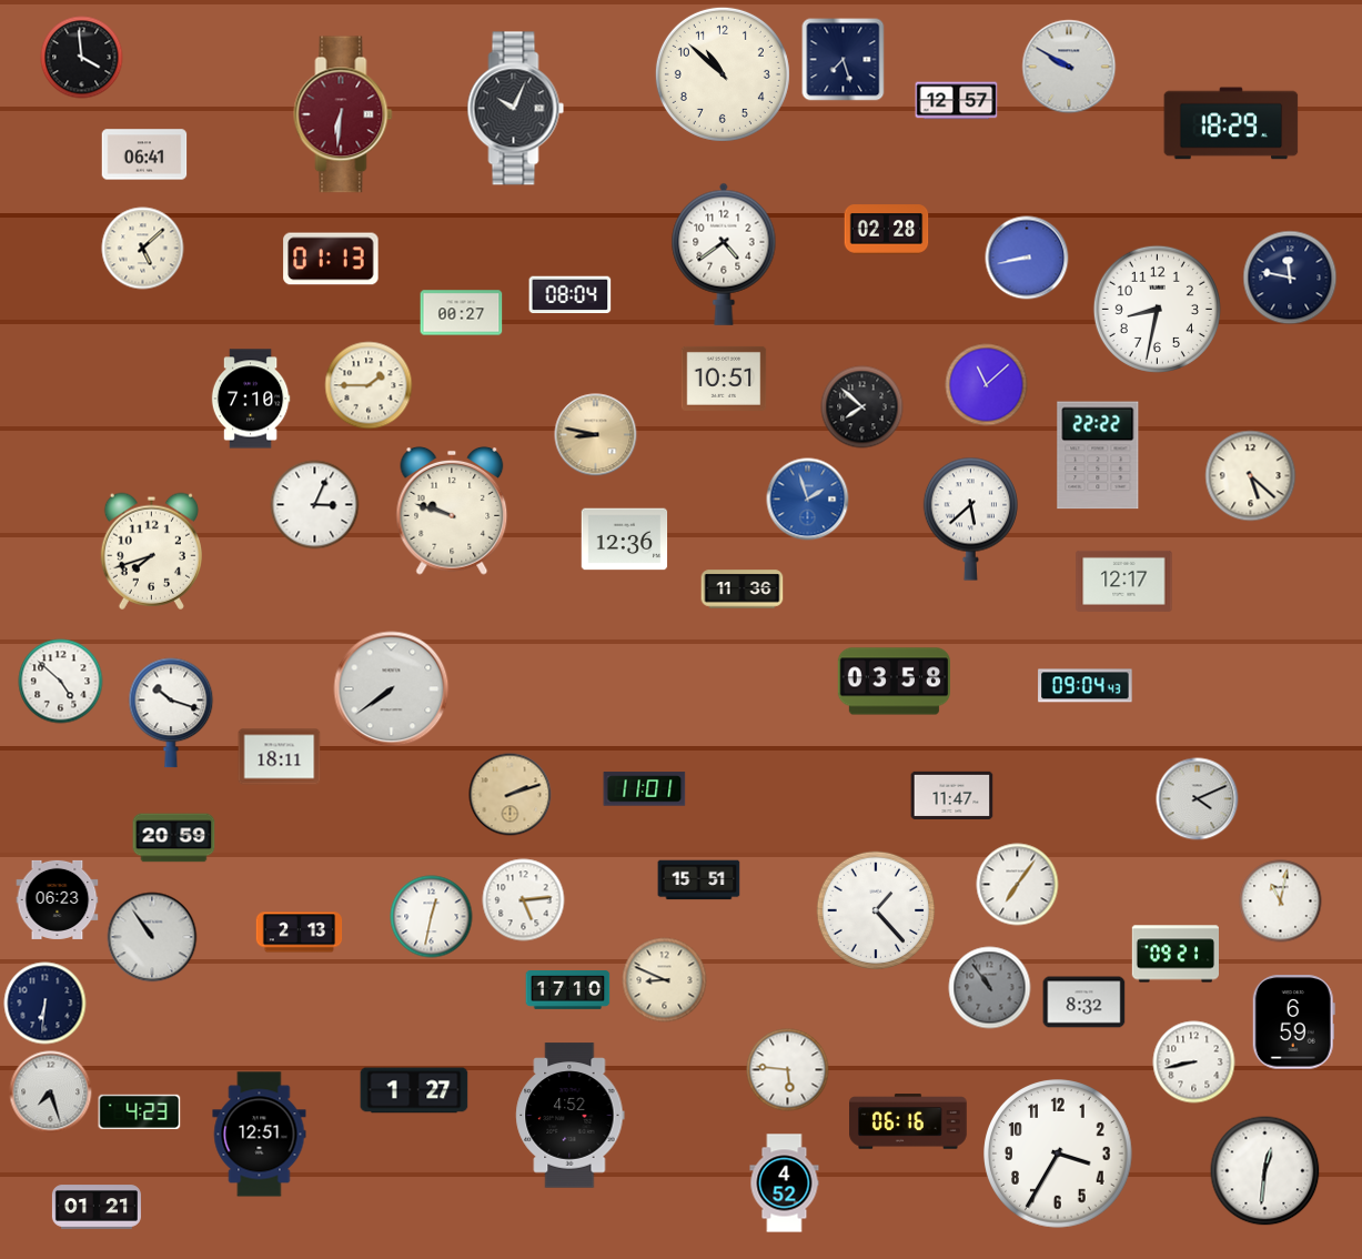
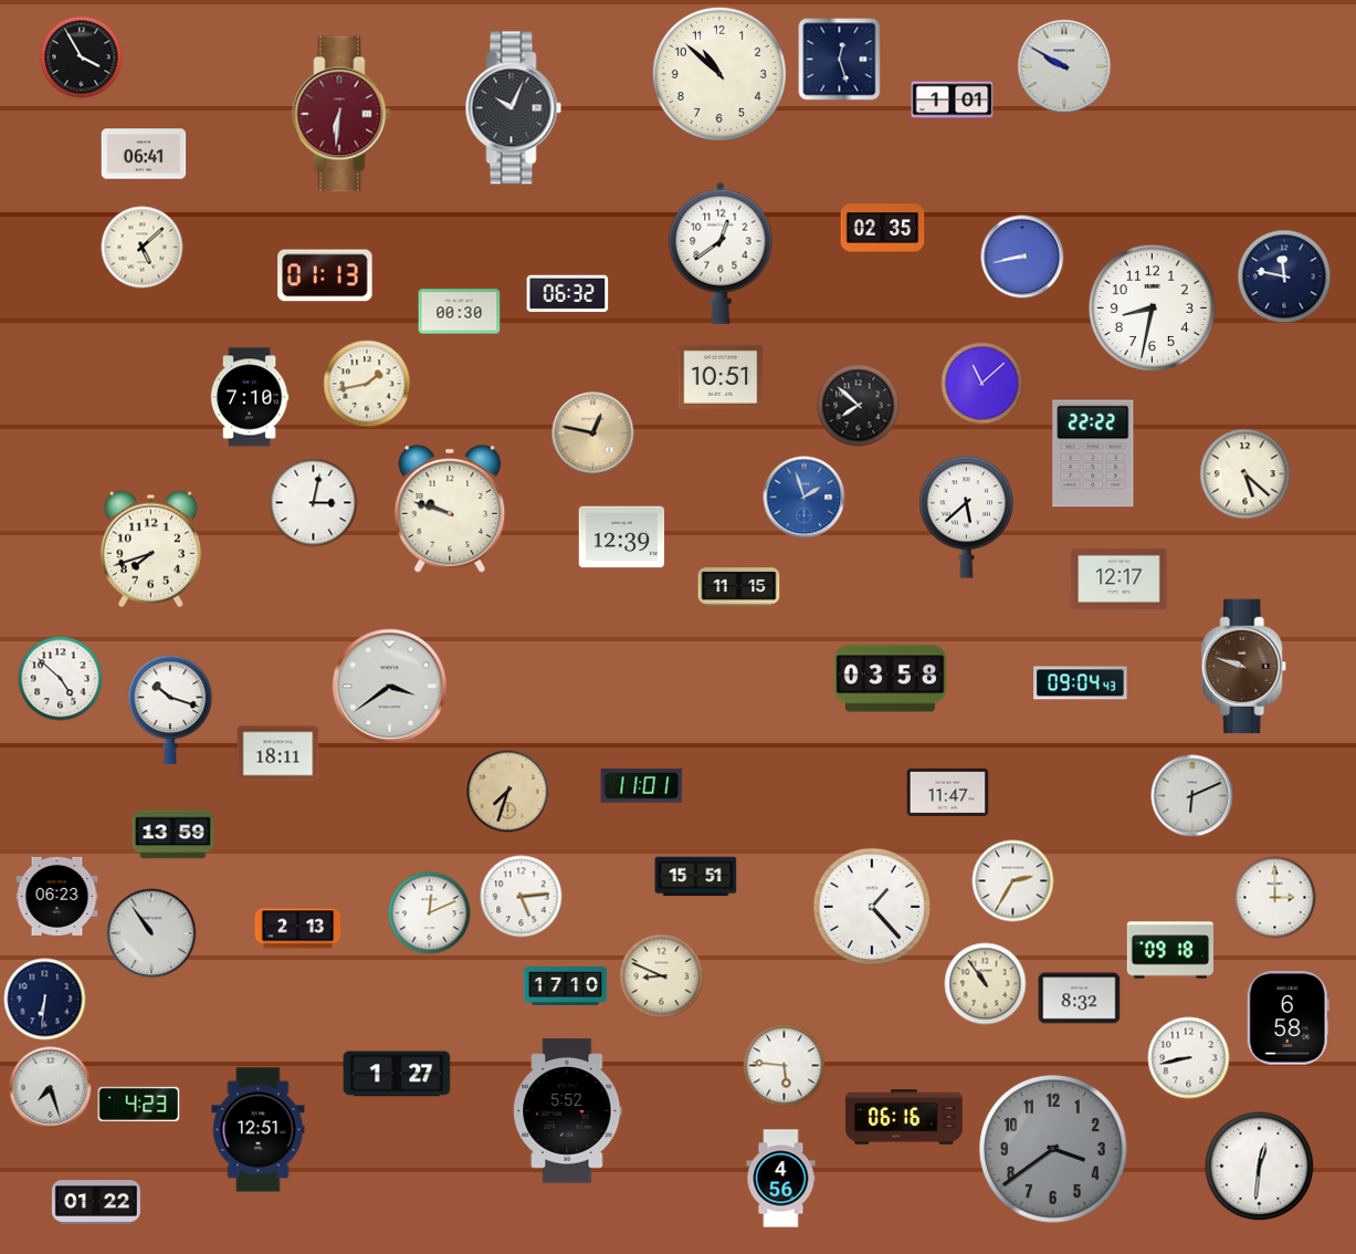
clock at (82, 58): 3:59 -> 3:55
clock at (844, 60): 7:27 -> 12:27
clock at (957, 101): 12:57 -> 1:01
clock at (1231, 123): 18:29 -> none
clock at (887, 230): 02:28 -> 02:35
clock at (724, 254): 4:39 -> 12:39
clock at (331, 259) position: (331, 259) -> (325, 275)
clock at (571, 295): 08:04 -> 06:32
clock at (462, 313): 00:27 -> 00:30
clock at (369, 385): 1:45 -> 1:43
clock at (596, 435): 8:47 -> 12:47
clock at (315, 505): 3:04 -> 3:02
clock at (625, 540): 12:36 -> 12:39
clock at (743, 590): 11:36 -> 11:15
clock at (1244, 667): none -> 9:48
clock at (392, 689): 7:39 -> 3:39
clock at (511, 795): 2:12 -> 7:33
clock at (1198, 799): 4:11 -> 6:11
clock at (174, 838): 20:59 -> 13:59
clock at (1018, 885): 7:06 -> 2:35
clock at (1281, 902): 11:02 -> 3:00
clock at (432, 917): 12:32 -> 12:11
clock at (1174, 954): 09:21 -> 09:18
clock at (990, 988) dial: grey -> cream
clock at (1293, 1023): 6:59 -> 6:58
clock at (414, 1090) position: (414, 1090) -> (397, 1074)
clock at (140, 1111) position: (140, 1111) -> (139, 1104)
clock at (571, 1116): 4:52 -> 5:52
clock at (1058, 1154): 3:35 -> 3:39
clock at (1058, 1154) dial: white -> grey
clock at (785, 1184): 4:52 -> 4:56
clock at (97, 1207): 01:21 -> 01:22
